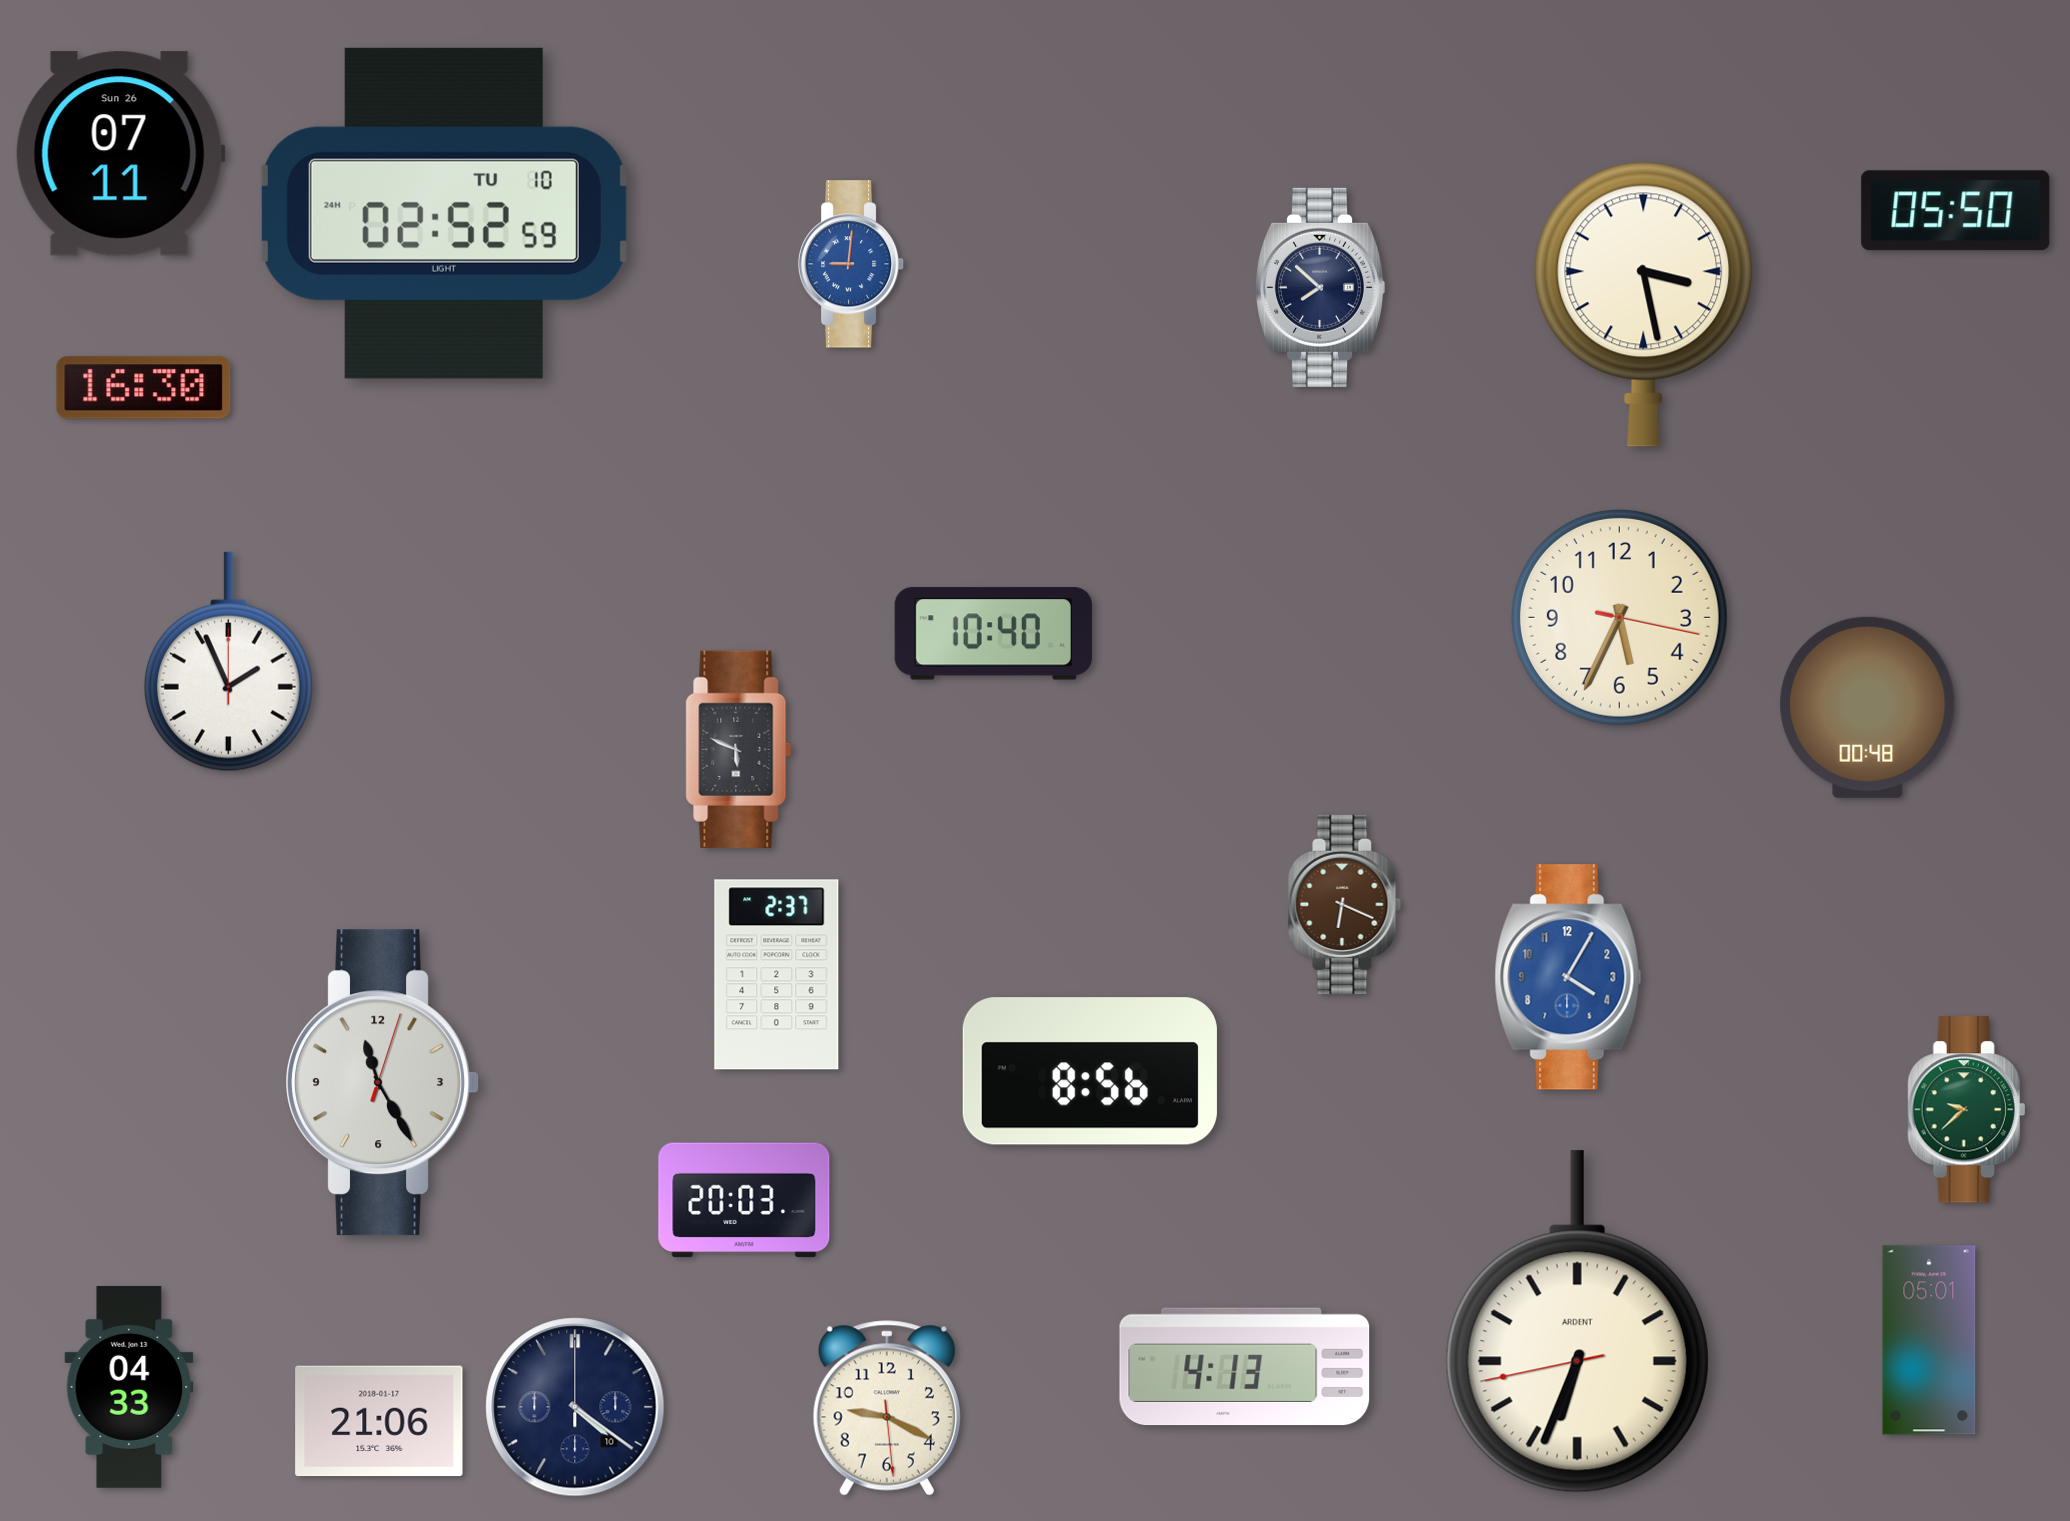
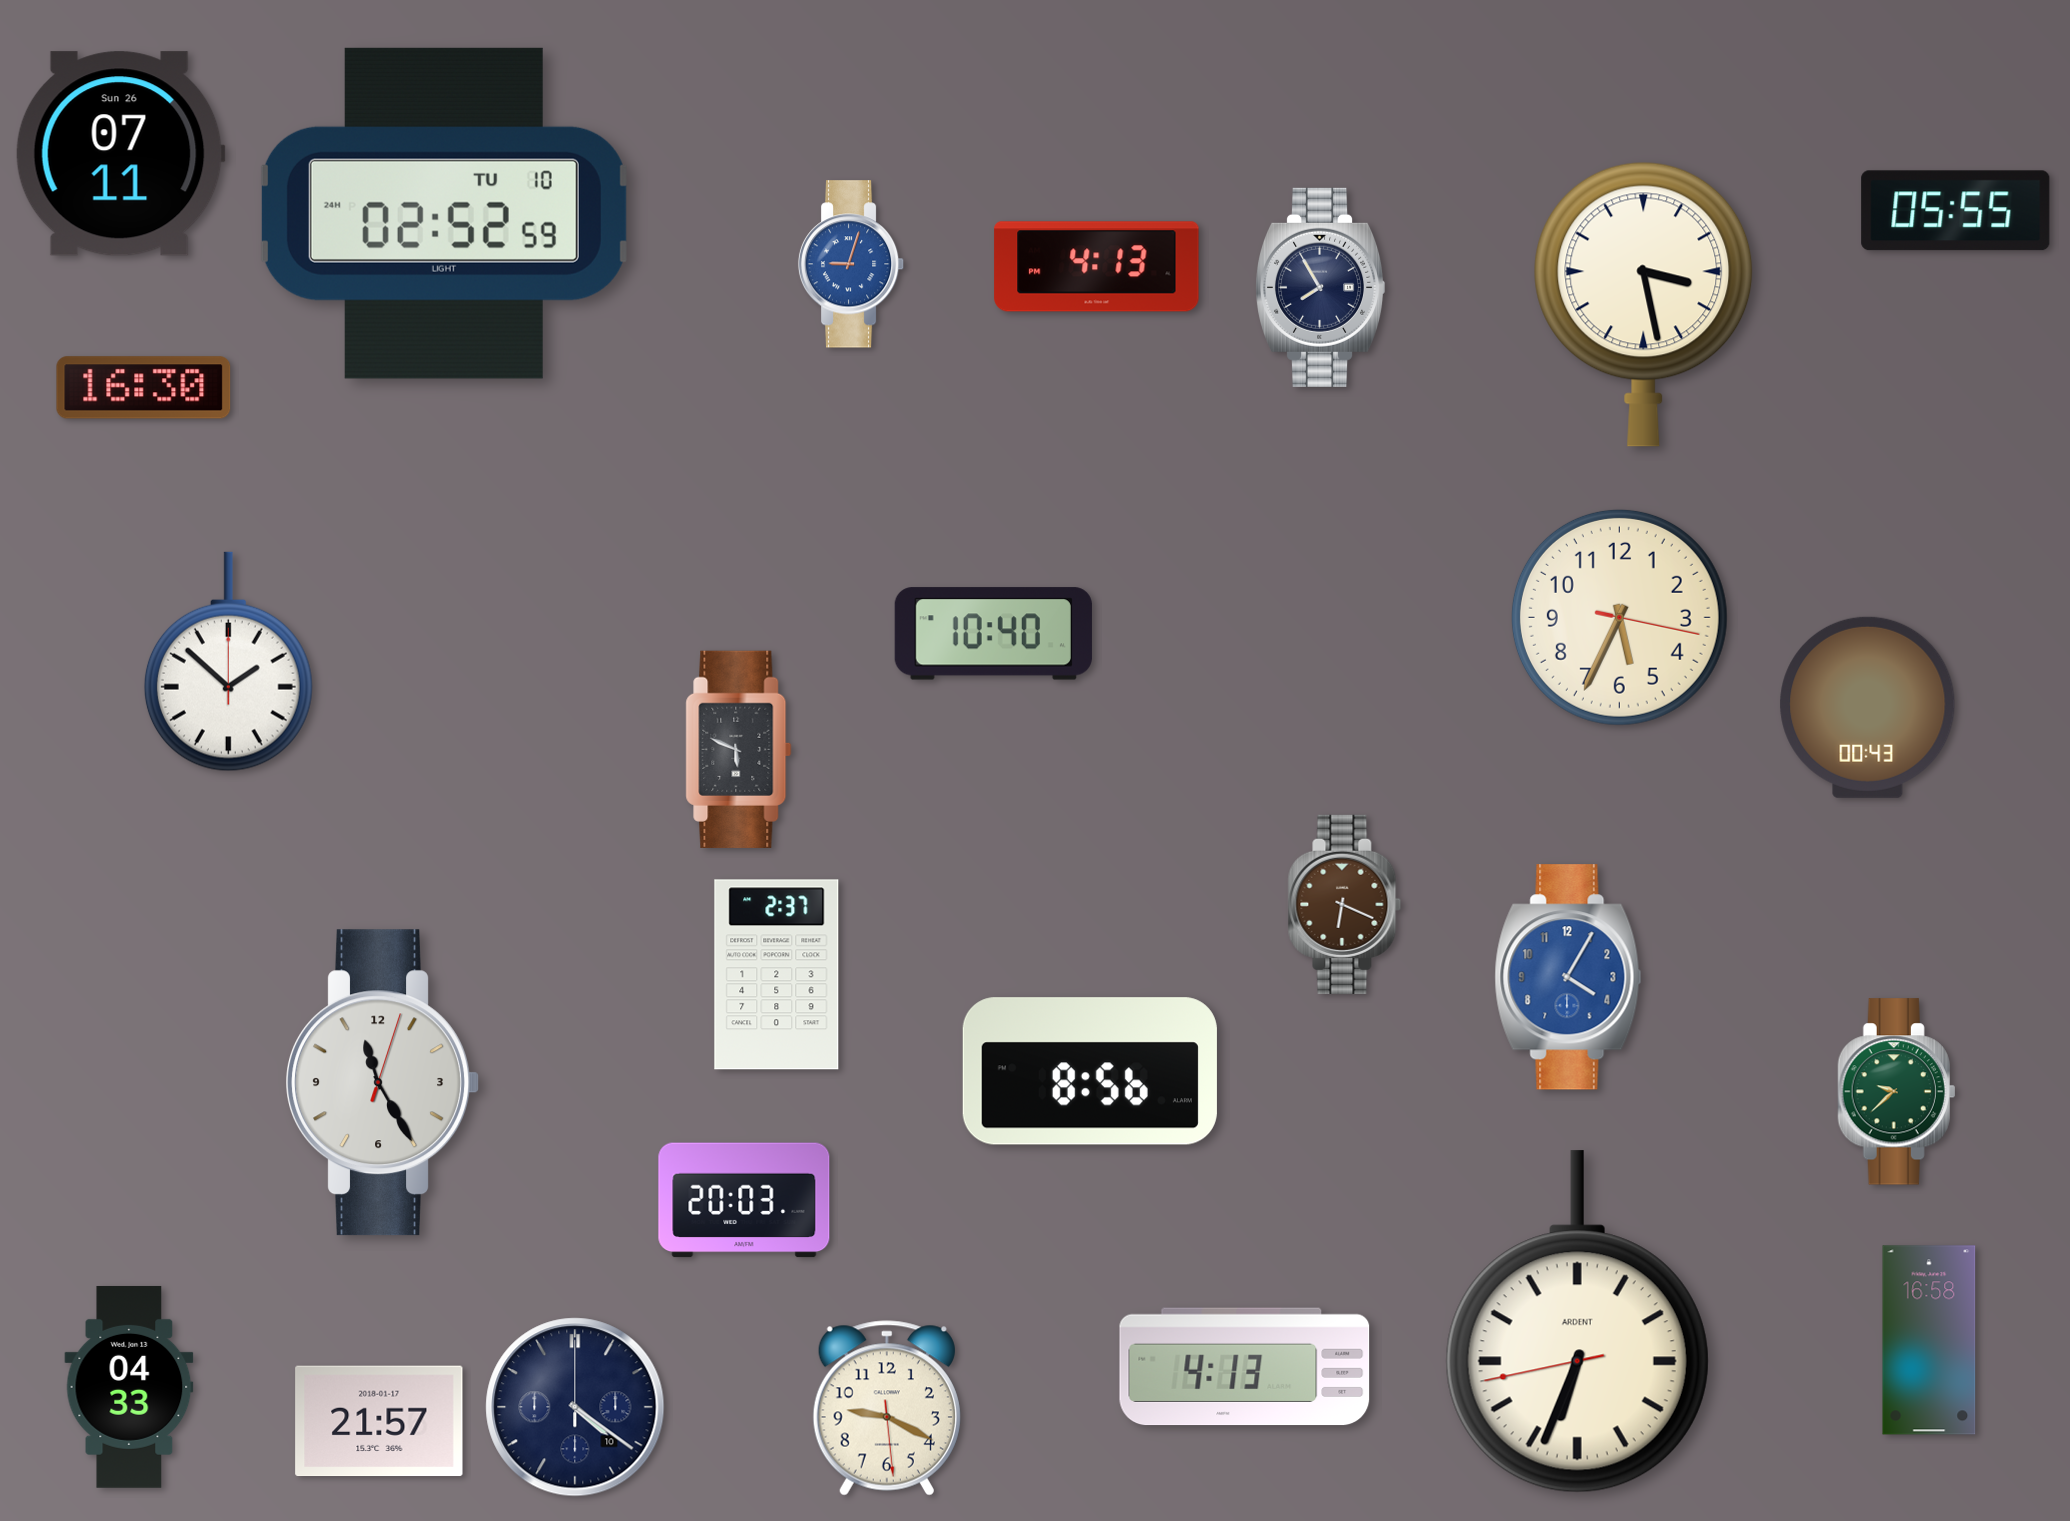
clock at (1956, 211): 05:50 -> 05:55
clock at (851, 264): 9:01 -> 9:03
clock at (1097, 267): none -> 4:13
clock at (1321, 287): 7:52 -> 7:55
clock at (228, 662): 1:56 -> 1:52
clock at (1868, 707): 00:48 -> 00:43
clock at (1967, 1110) position: (1967, 1110) -> (1897, 1092)
clock at (1929, 1340): 05:01 -> 16:58
clock at (379, 1421): 21:06 -> 21:57
